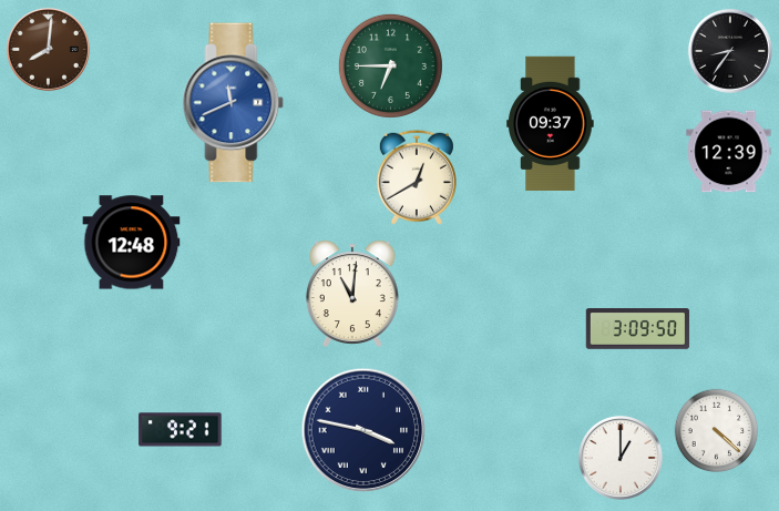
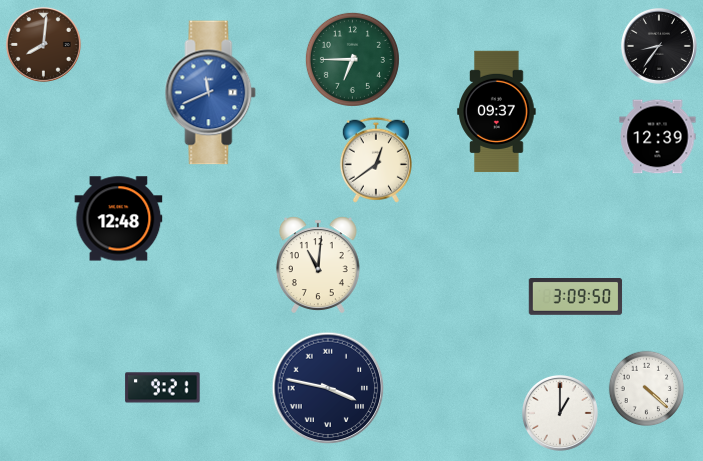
clock at (417, 177): 12:40 -> 12:39
